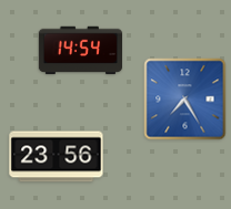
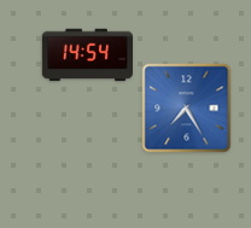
clock at (185, 100) position: (185, 100) -> (187, 109)
clock at (57, 157): 23:56 -> none
